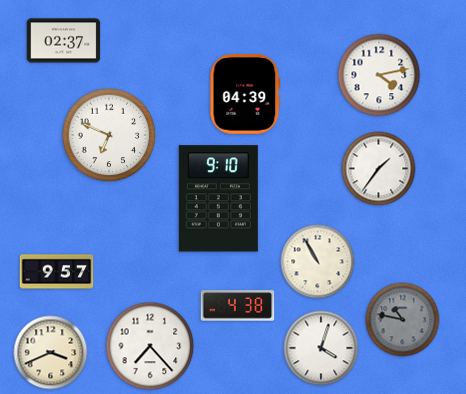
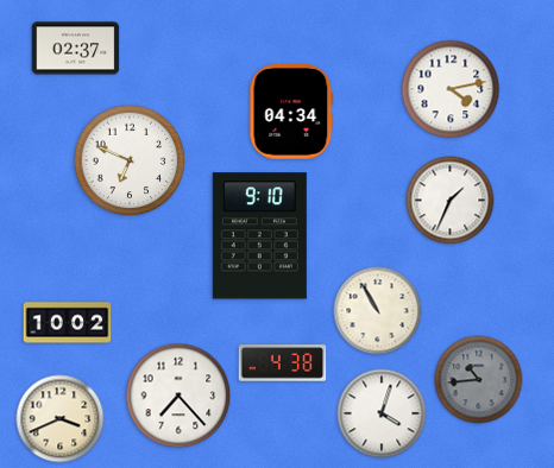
clock at (245, 95): 04:39 -> 04:34
clock at (379, 169): 1:36 -> 1:34
clock at (57, 272): 9:57 -> 10:02
clock at (403, 320): 10:47 -> 10:44
clock at (150, 346) position: (150, 346) -> (178, 396)
